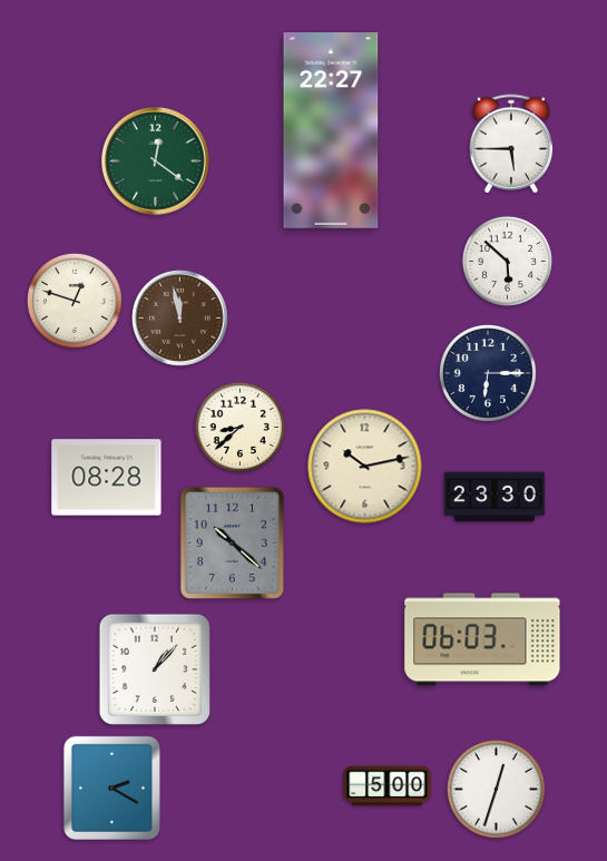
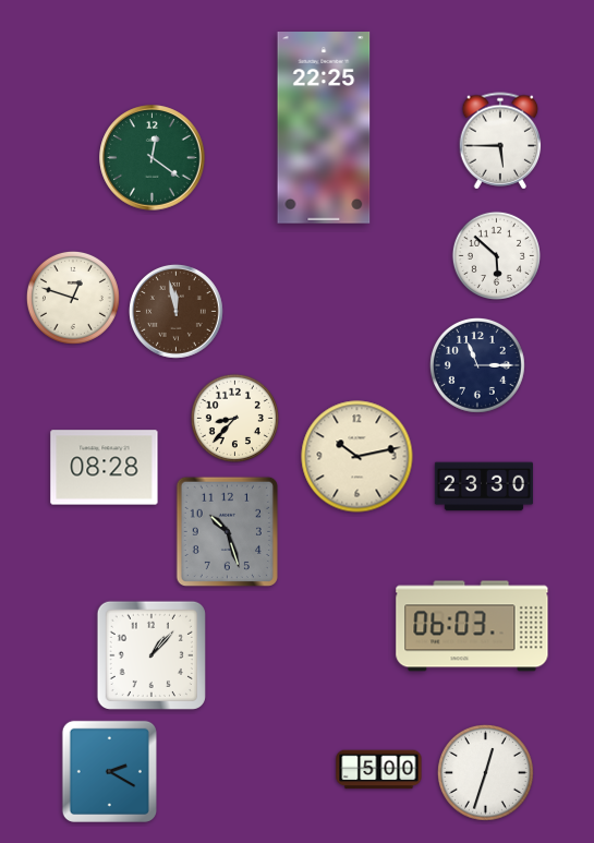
clock at (331, 131): 22:27 -> 22:25
clock at (75, 301) position: (75, 301) -> (73, 298)
clock at (488, 373): 6:15 -> 11:15
clock at (239, 427): 8:38 -> 8:37
clock at (232, 542): 10:22 -> 10:27
